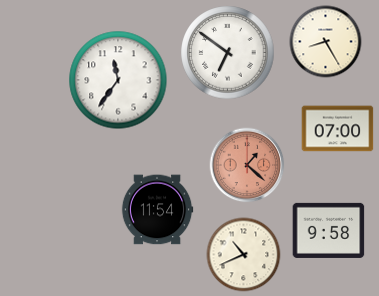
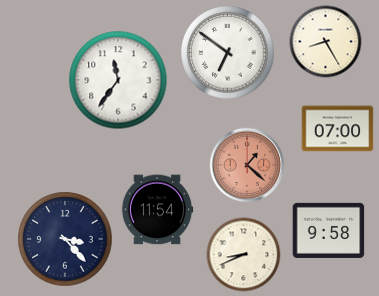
clock at (65, 239): none -> 3:23
clock at (244, 255): 10:41 -> 8:41
